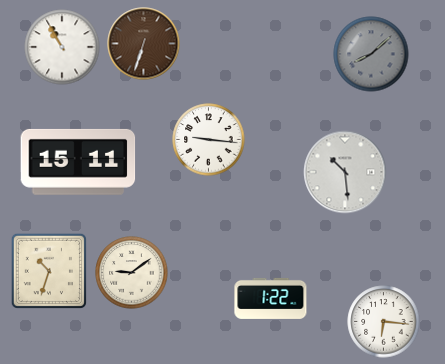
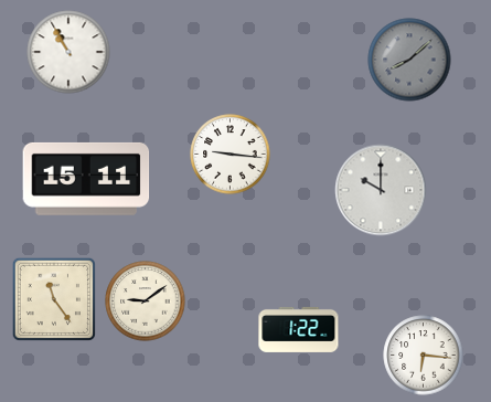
clock at (144, 44): 6:33 -> none
clock at (345, 172): 10:29 -> 10:00
clock at (48, 270): 10:33 -> 11:24
